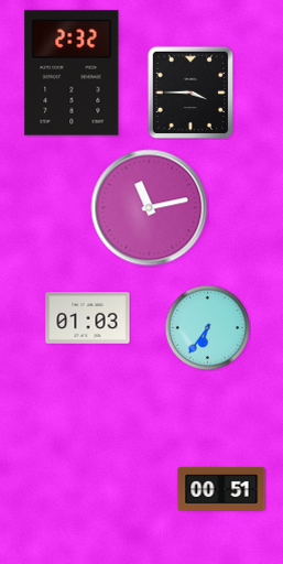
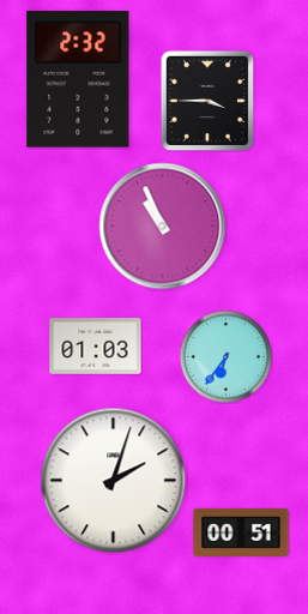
clock at (150, 208): 11:13 -> 10:56
clock at (114, 481): none -> 2:03
